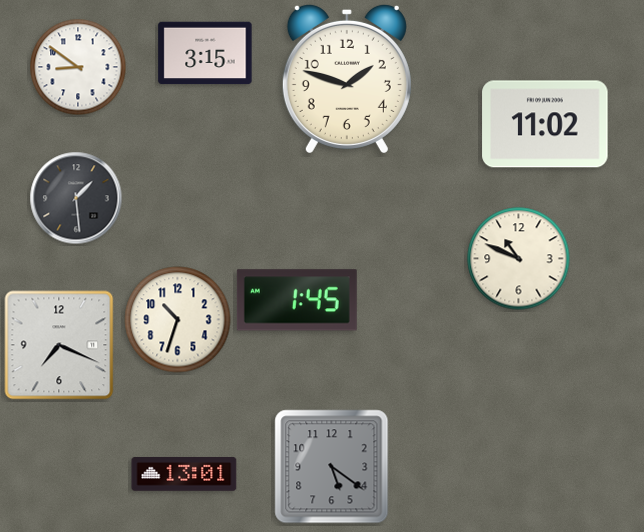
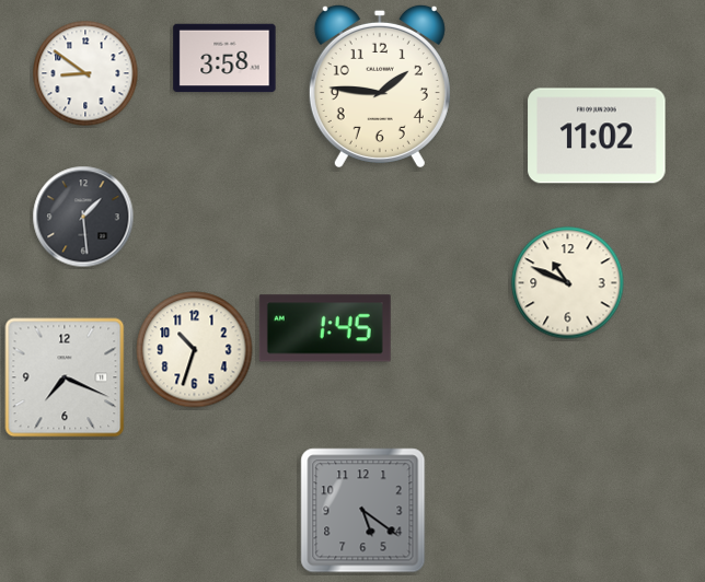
clock at (205, 53): 3:15 -> 3:58
clock at (347, 78): 1:48 -> 1:46
clock at (184, 475): 13:01 -> none
